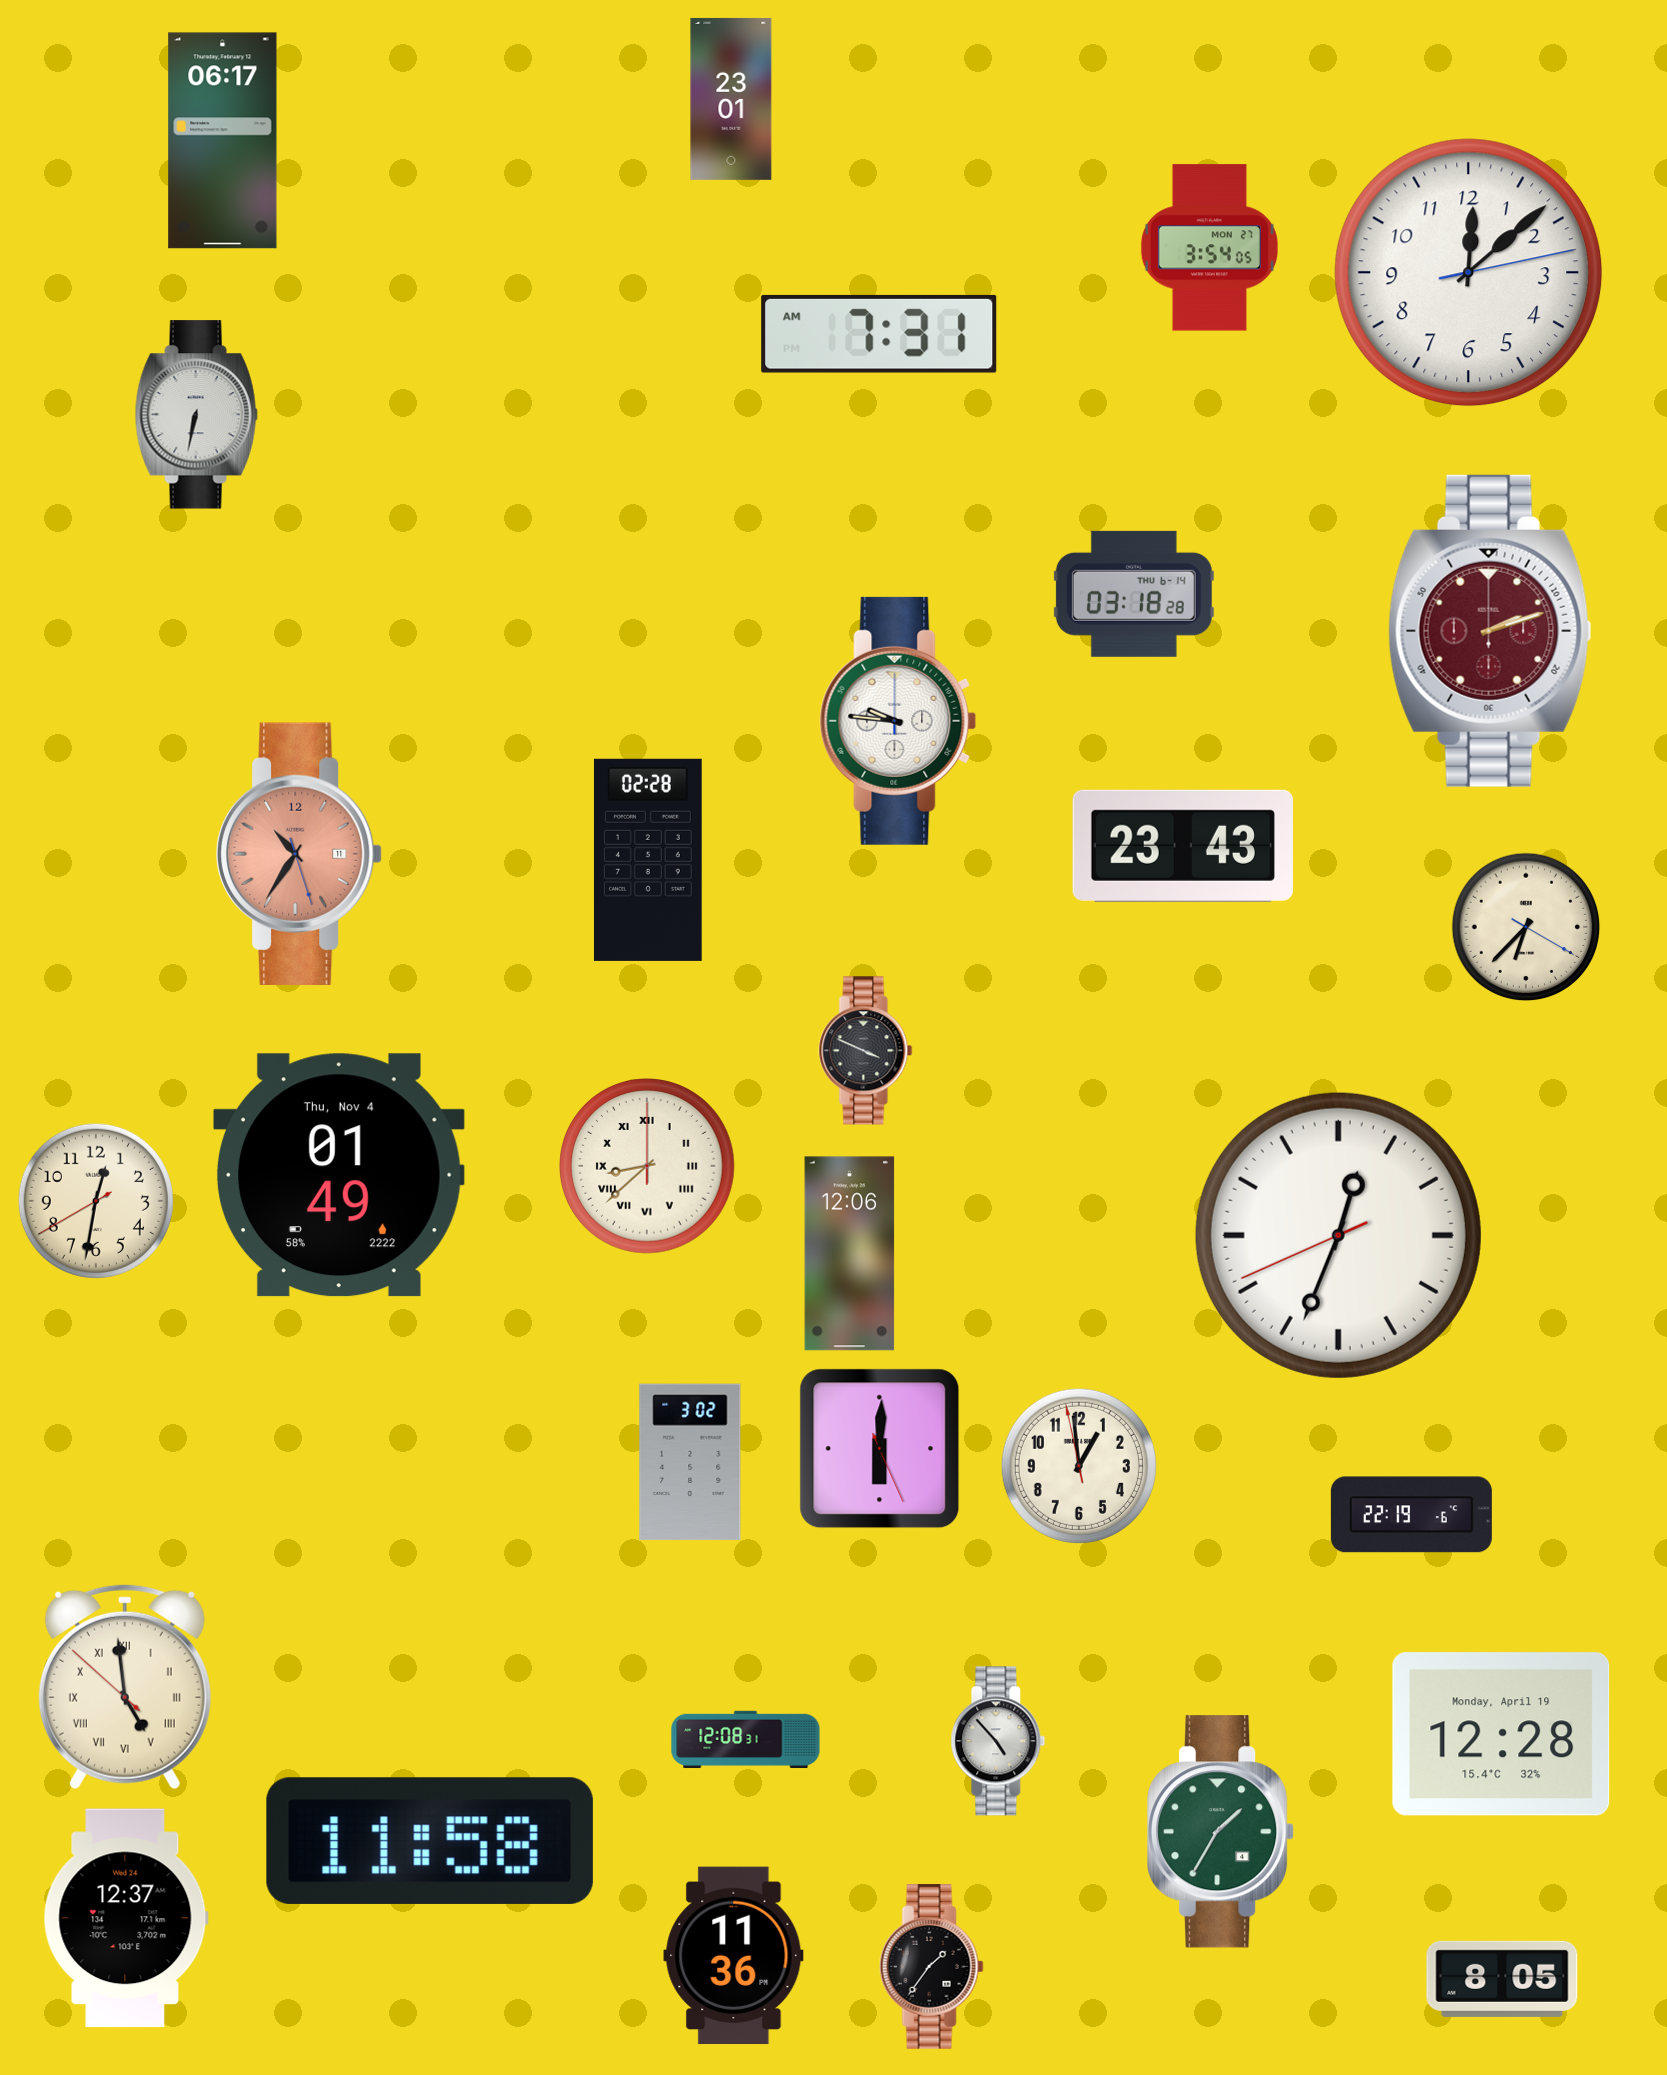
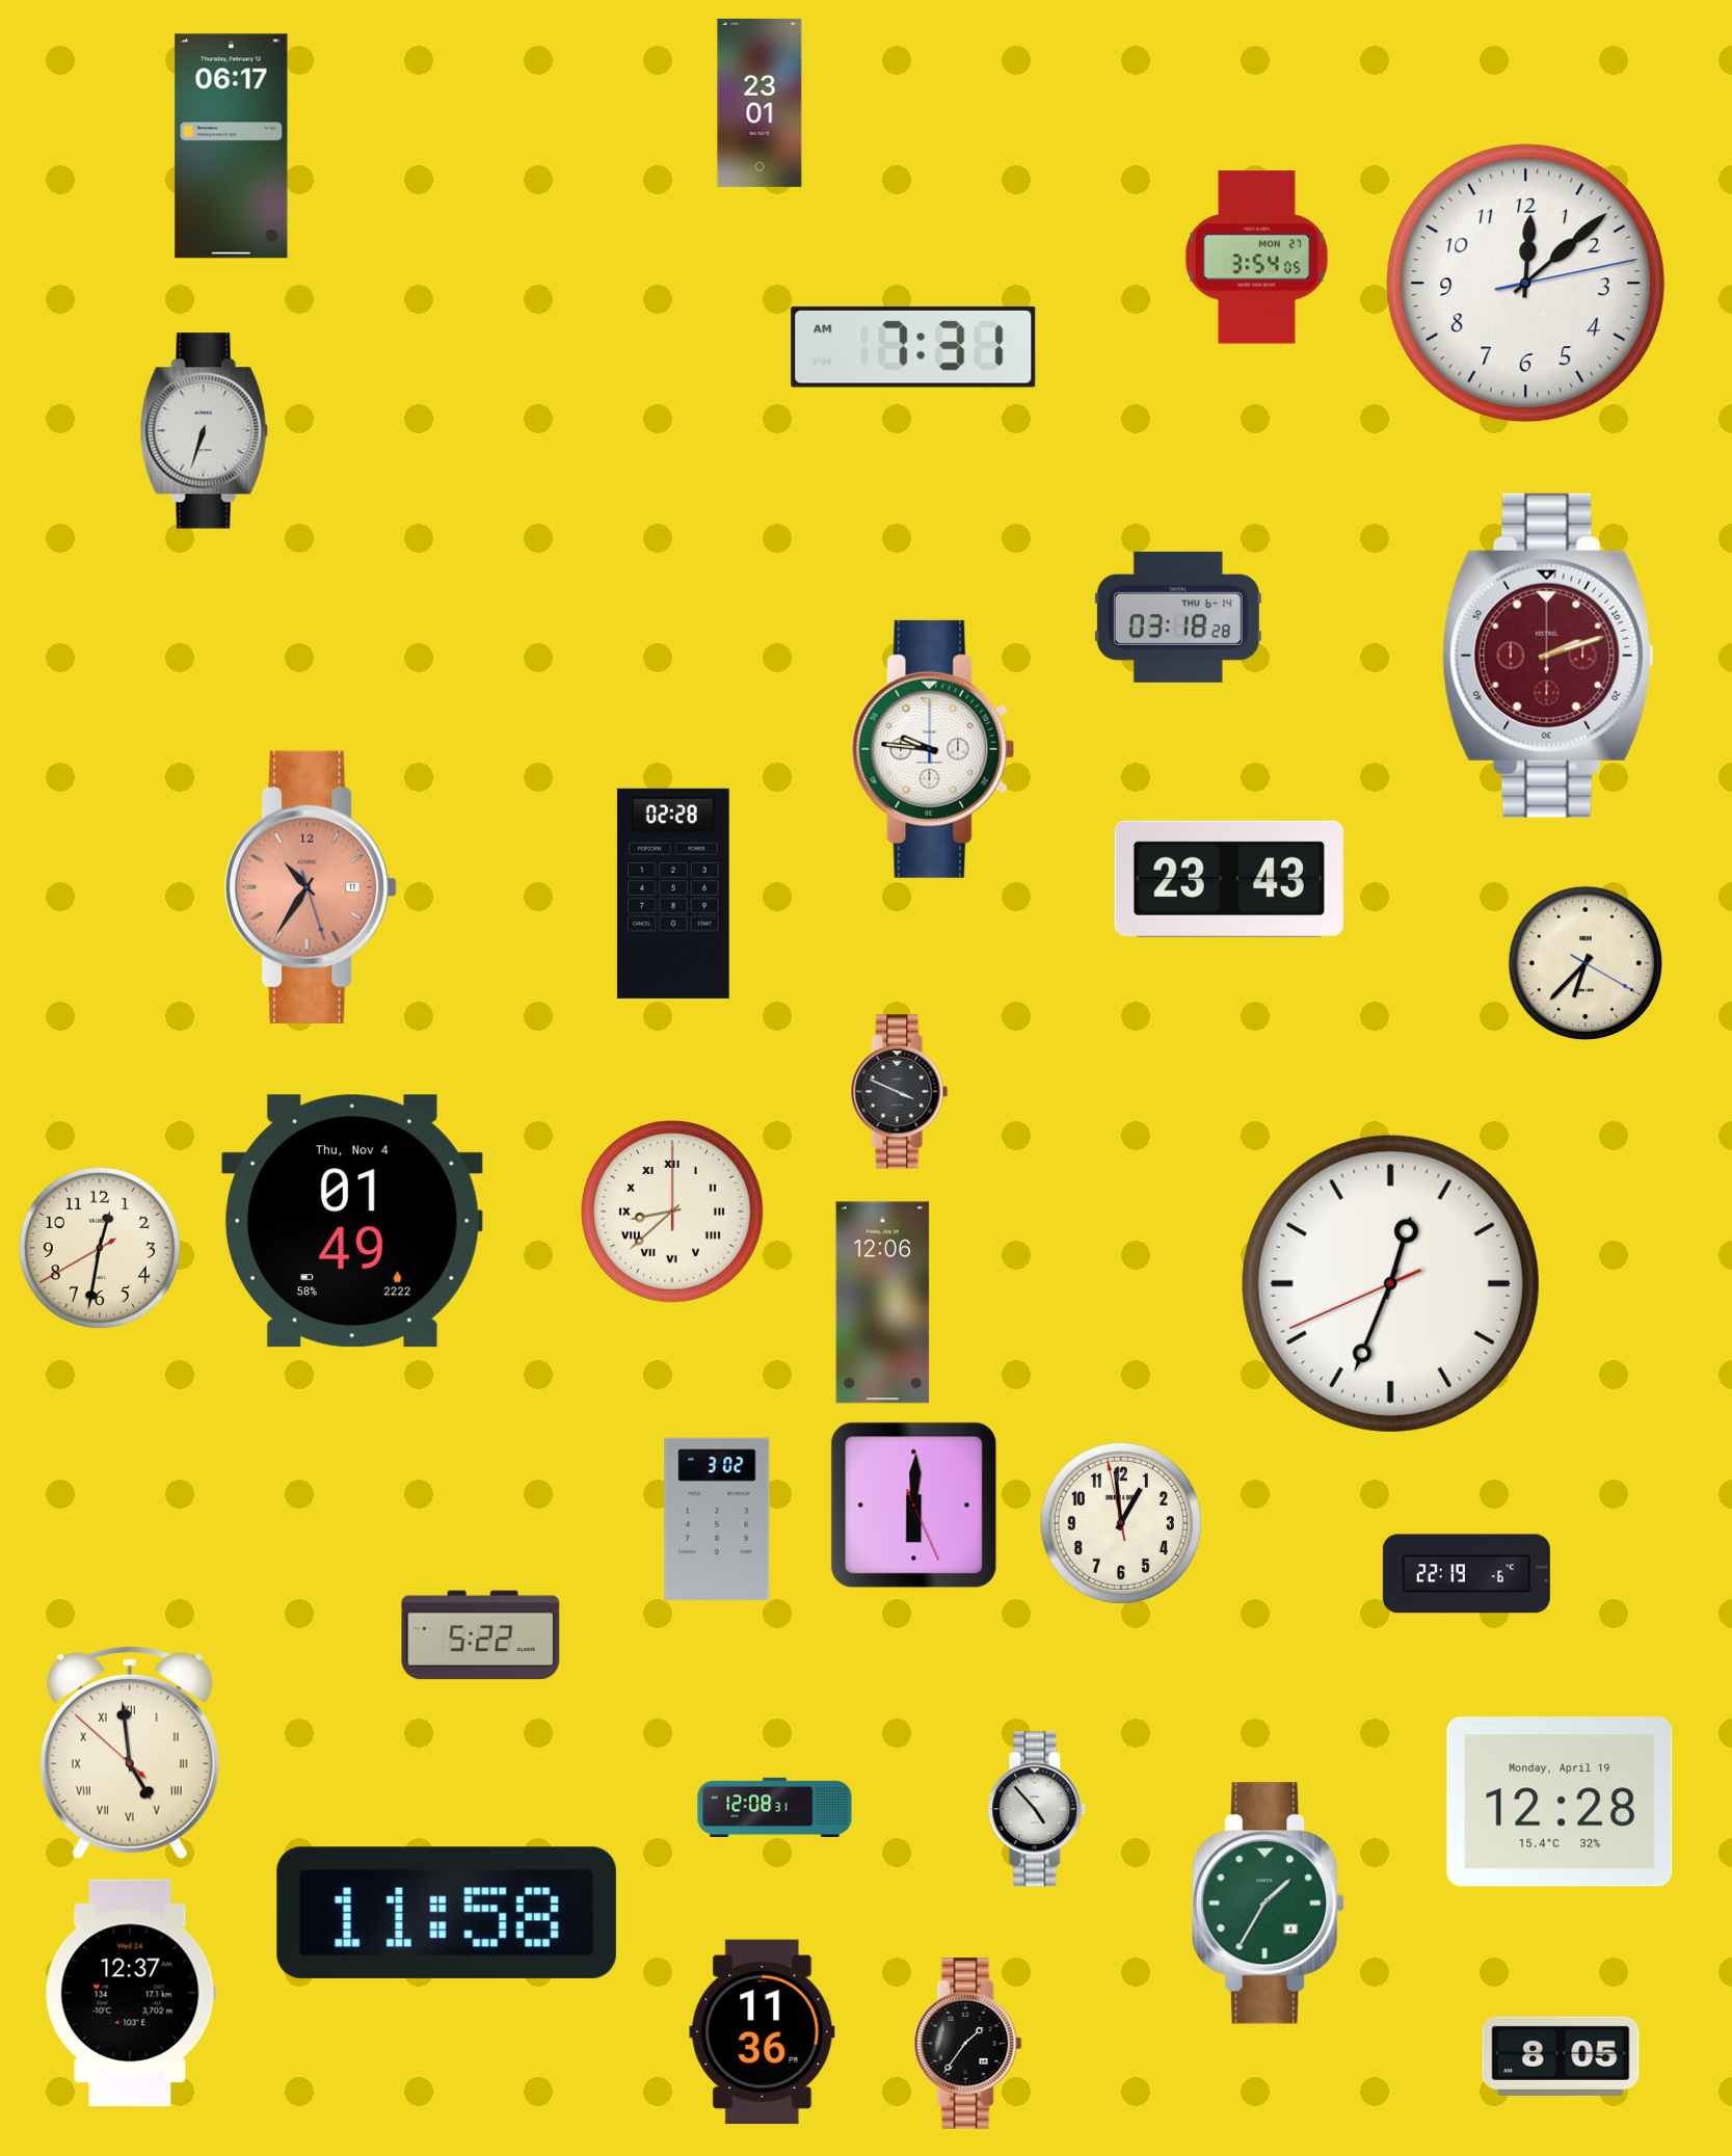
clock at (196, 415): 6:32 -> 6:33
clock at (481, 1635): none -> 5:22
